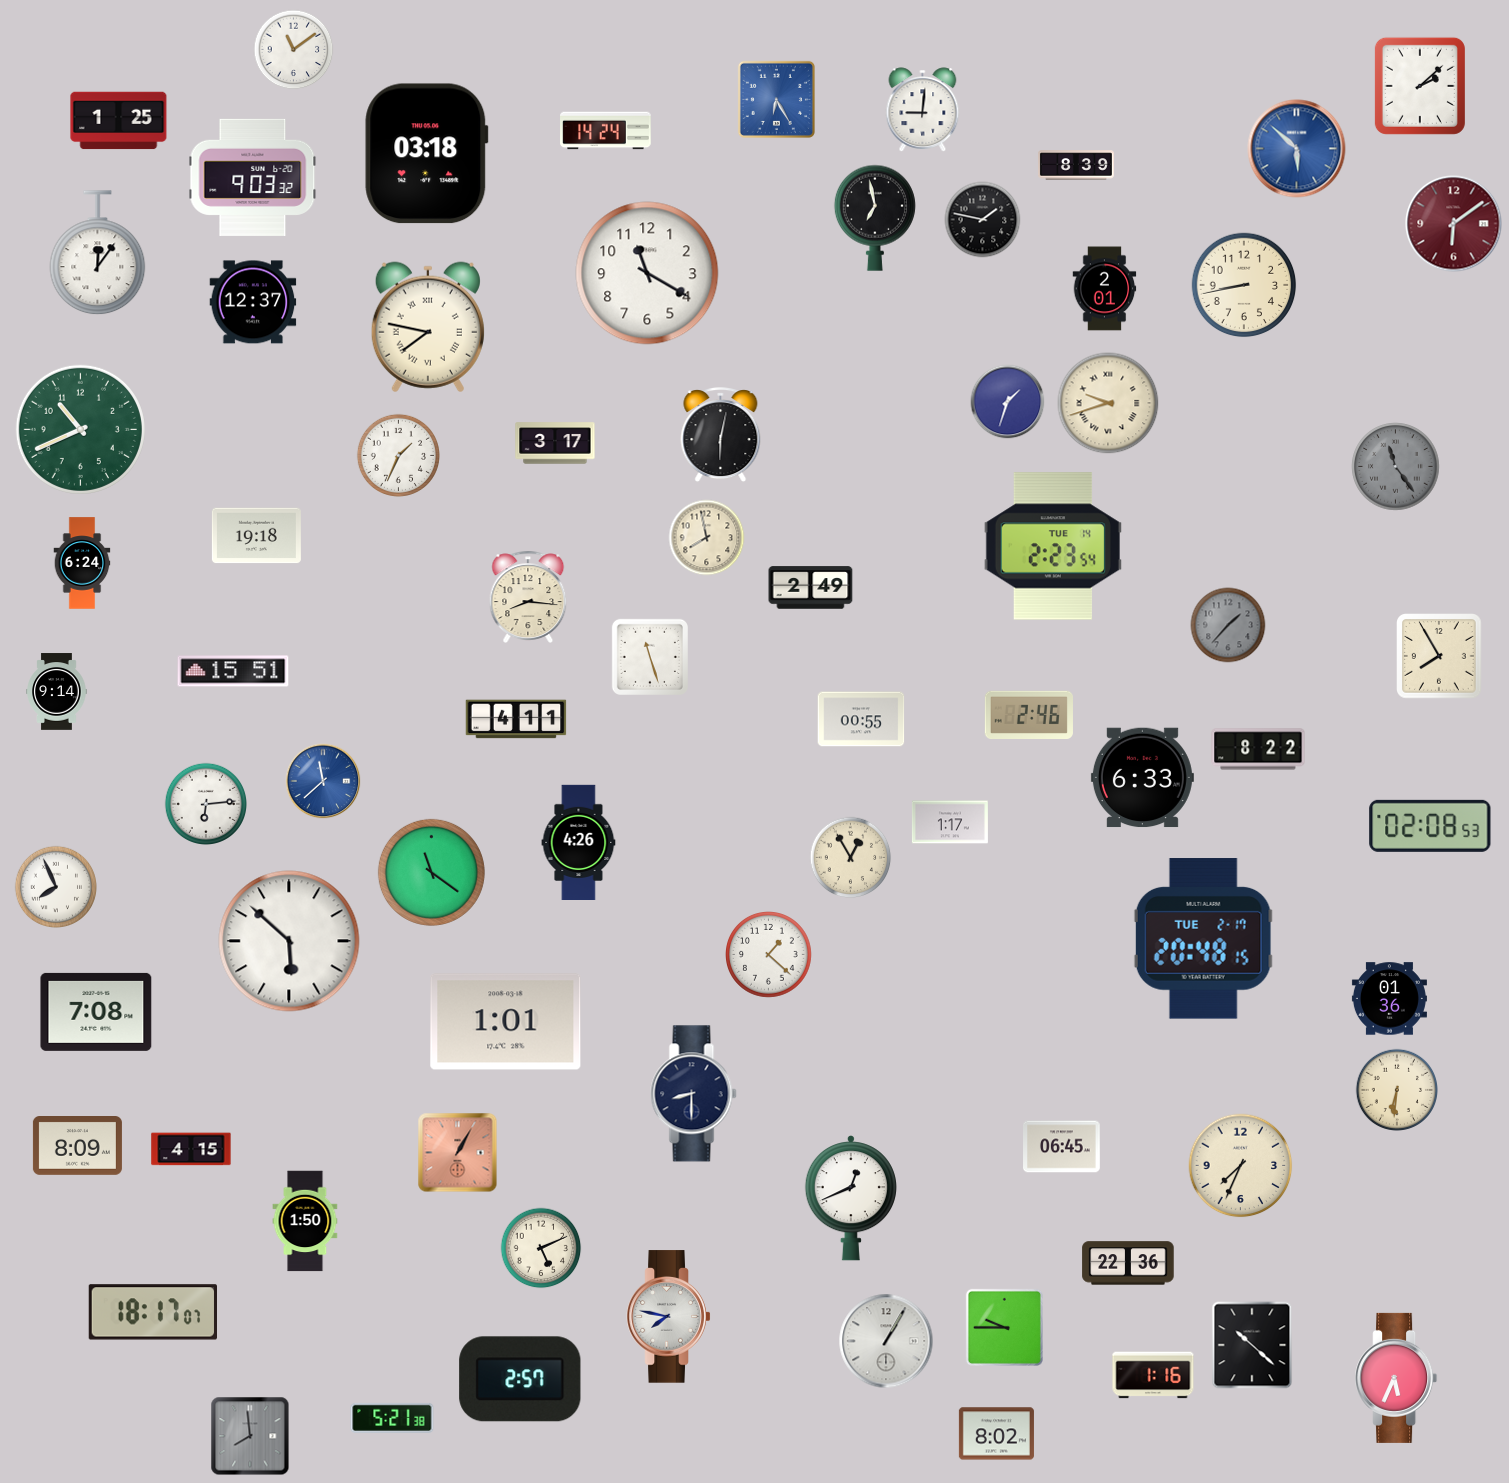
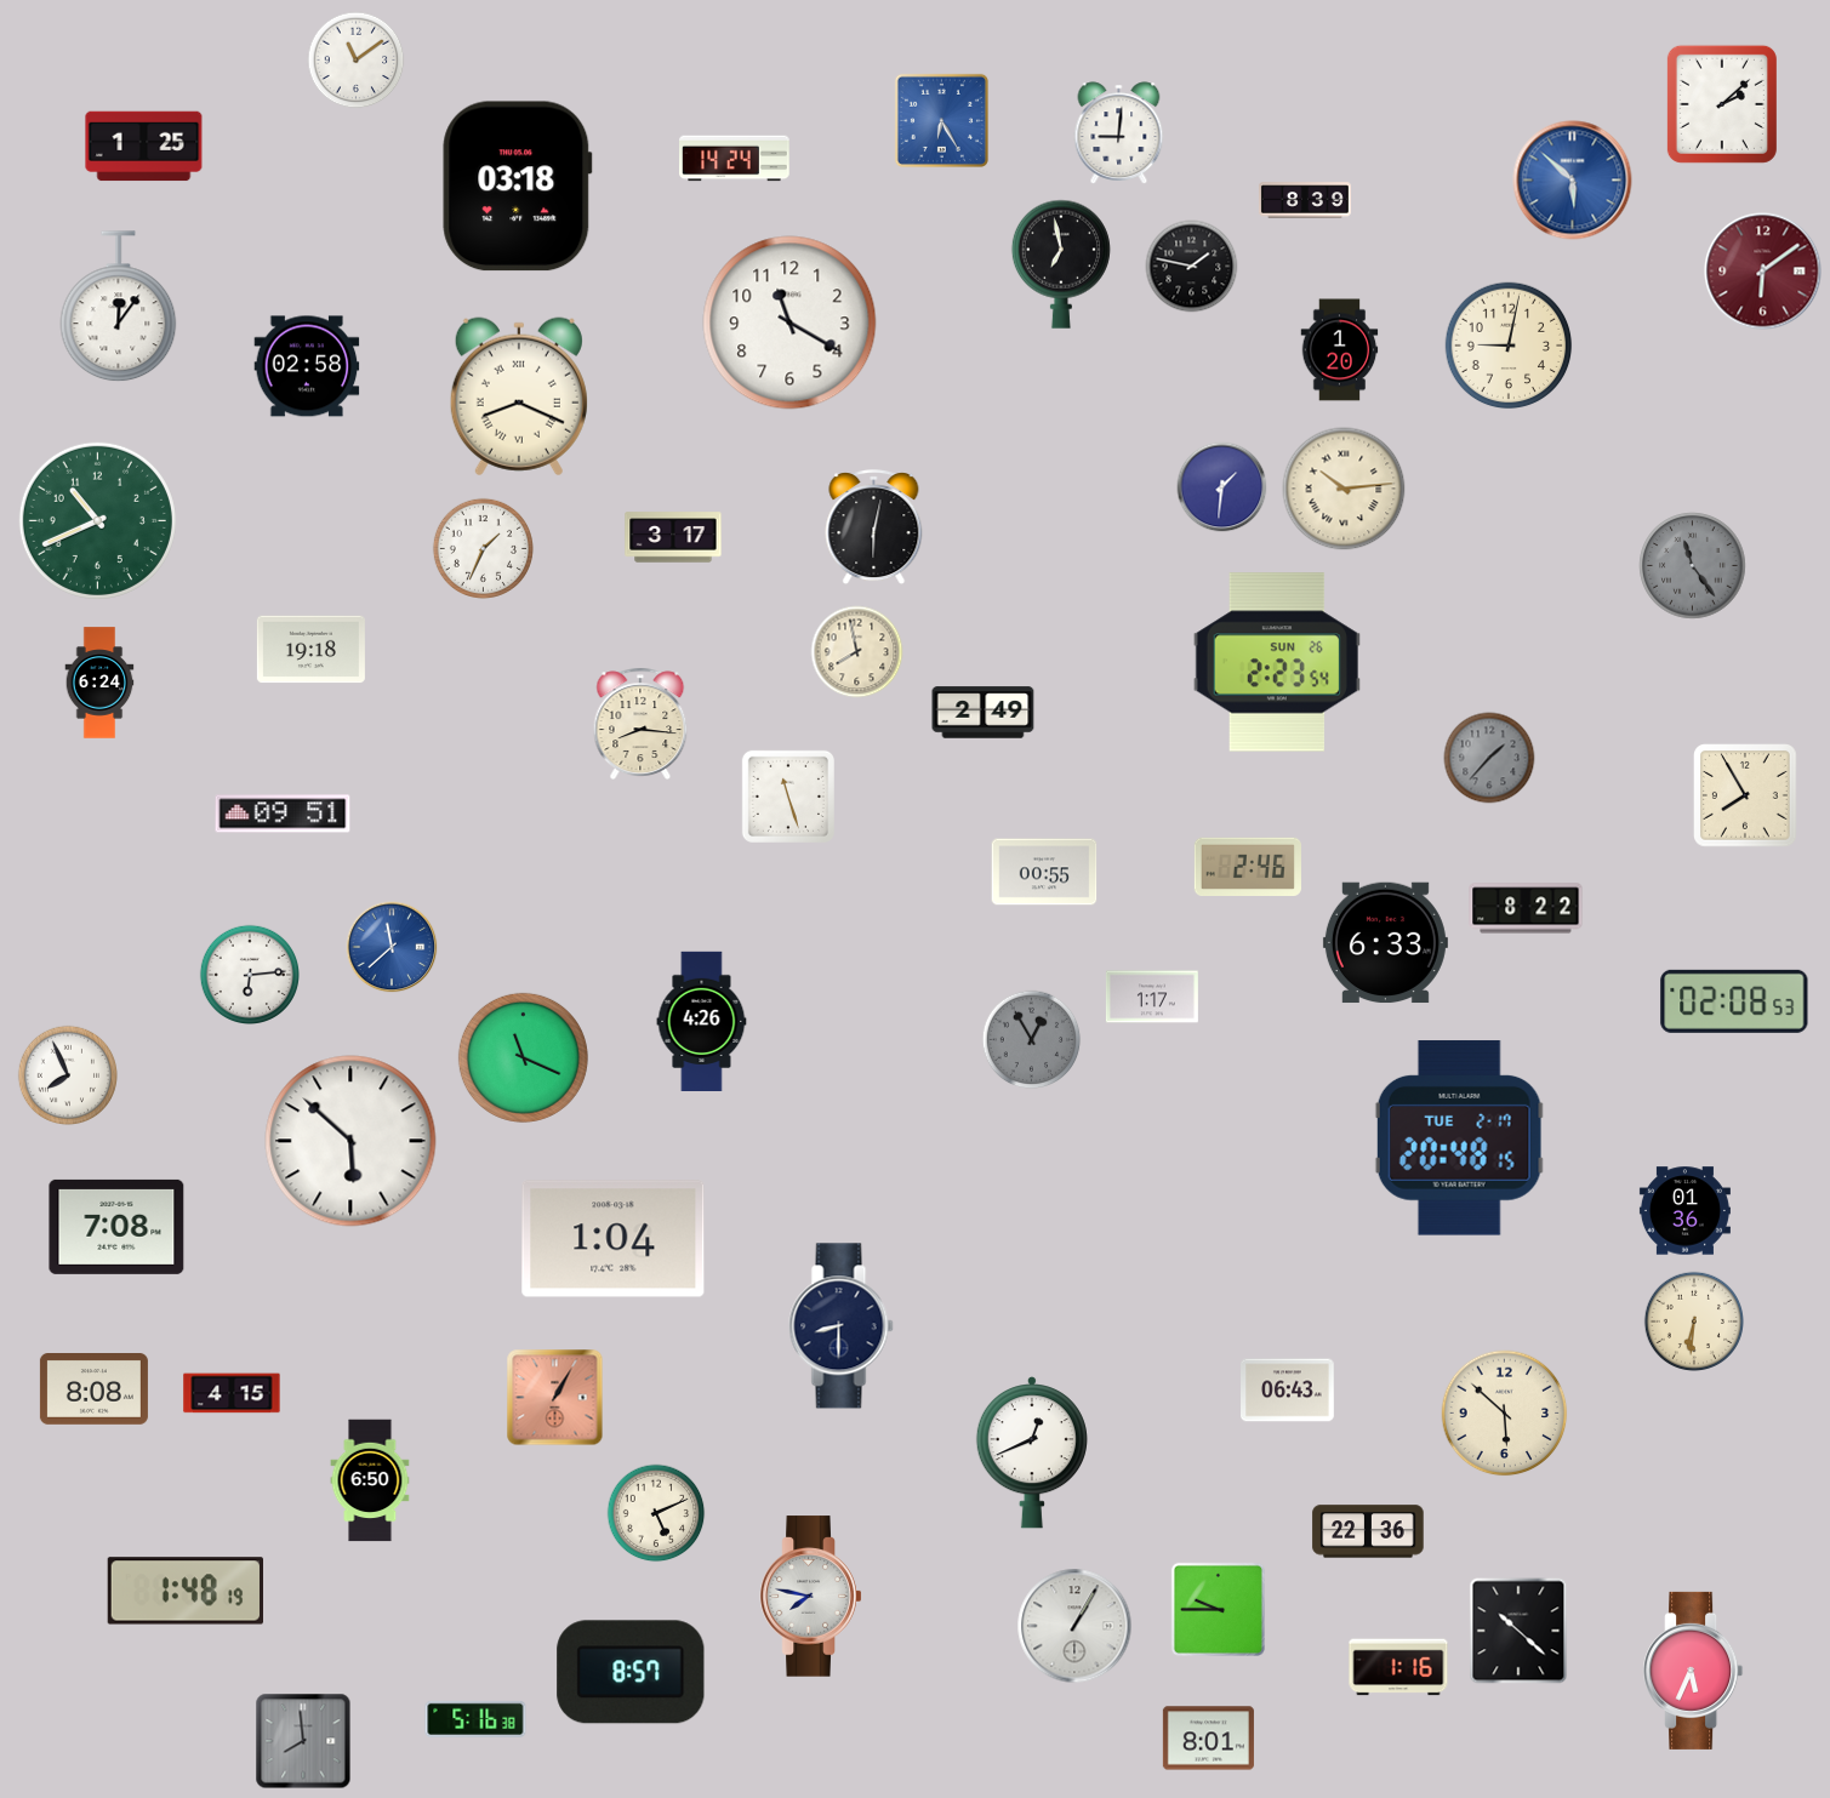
clock at (253, 177): 9:03 -> none
clock at (647, 273) position: (647, 273) -> (789, 323)
clock at (1244, 285): 8:43 -> 9:02
clock at (1105, 289): 2:01 -> 1:20
clock at (253, 302): 12:37 -> 02:58
clock at (428, 327): 7:47 -> 8:19
clock at (1008, 402): 1:33 -> 1:31
clock at (1108, 403): 9:42 -> 10:14
clock at (398, 455) position: (398, 455) -> (483, 548)
clock at (1053, 546) date: TUE 14 -> SUN 26
clock at (233, 671): 15:51 -> 09:51
clock at (57, 692): 9:14 -> none
clock at (516, 719): 4:11 -> none
clock at (851, 858) dial: cream -> grey
clock at (431, 872): 11:21 -> 11:19
clock at (769, 955): 1:22 -> none
clock at (506, 1022): 1:01 -> 1:04
clock at (77, 1146): 8:09 -> 8:08
clock at (1062, 1147): 06:45 -> 06:43
clock at (1241, 1166): 7:34 -> 5:52
clock at (305, 1221): 1:50 -> 6:50
clock at (152, 1312): 18:17 -> 1:48
clock at (520, 1379): 2:57 -> 8:57
clock at (392, 1418): 5:21 -> 5:16
clock at (996, 1434): 8:02 -> 8:01
